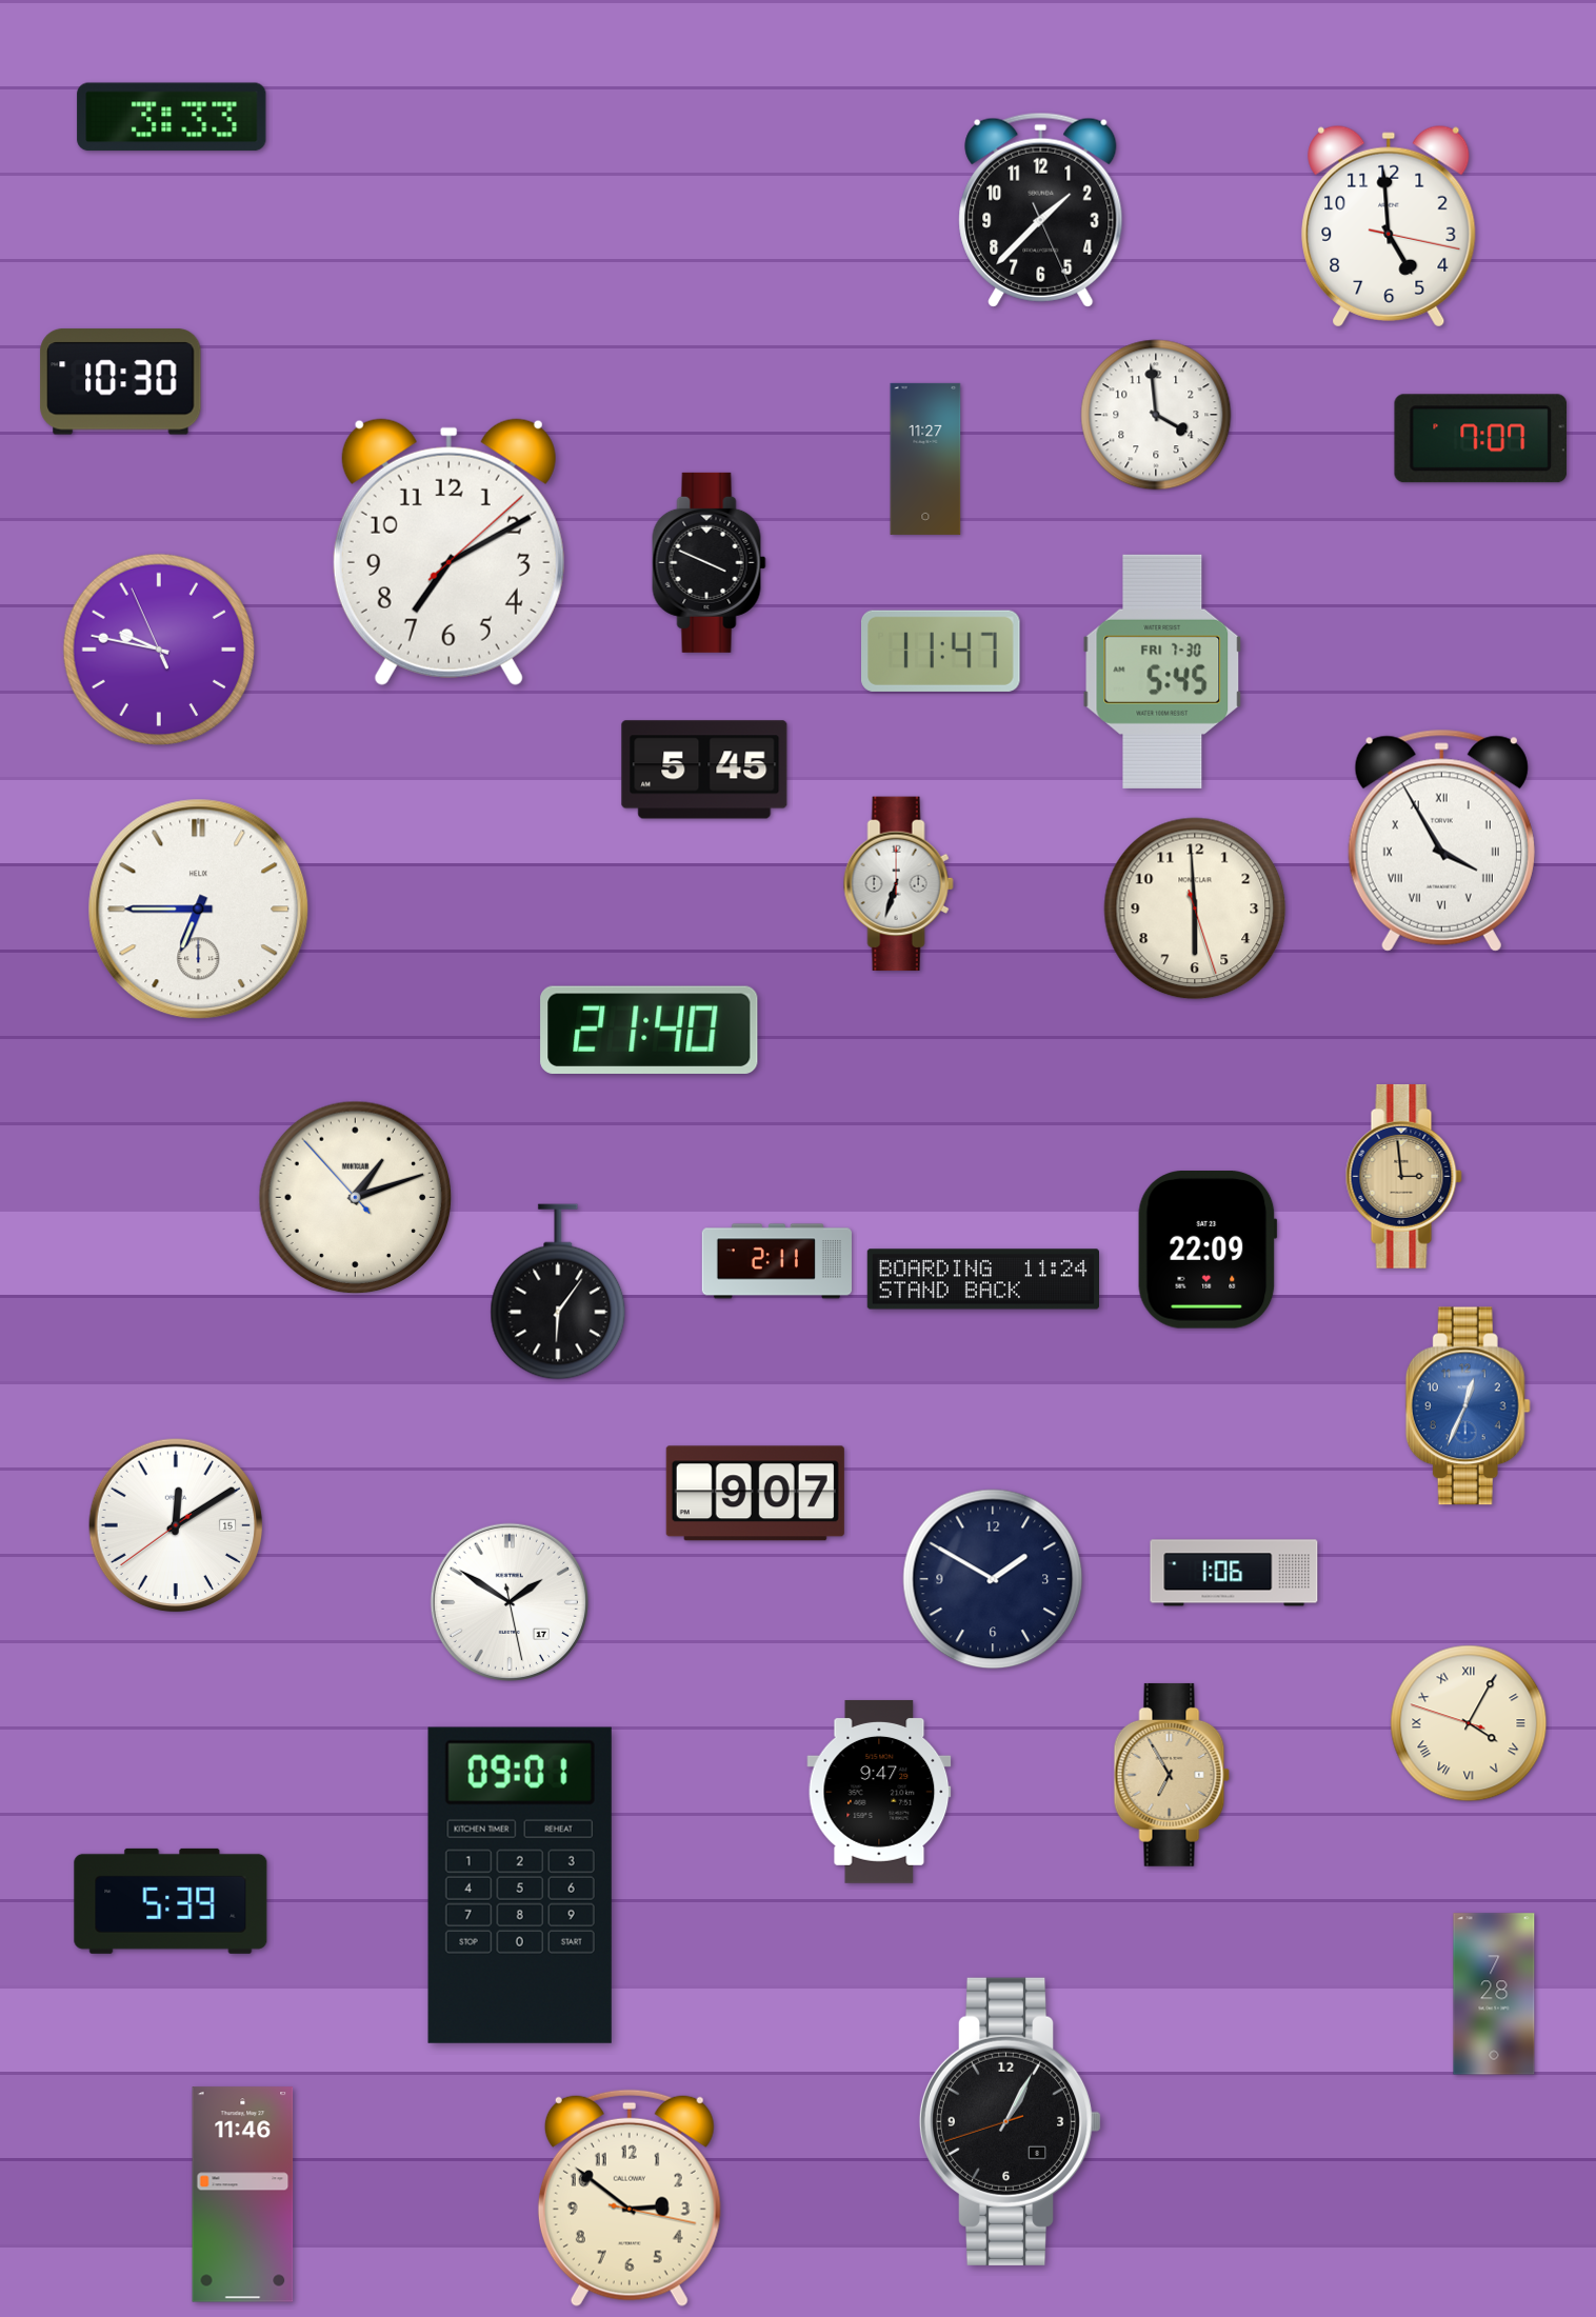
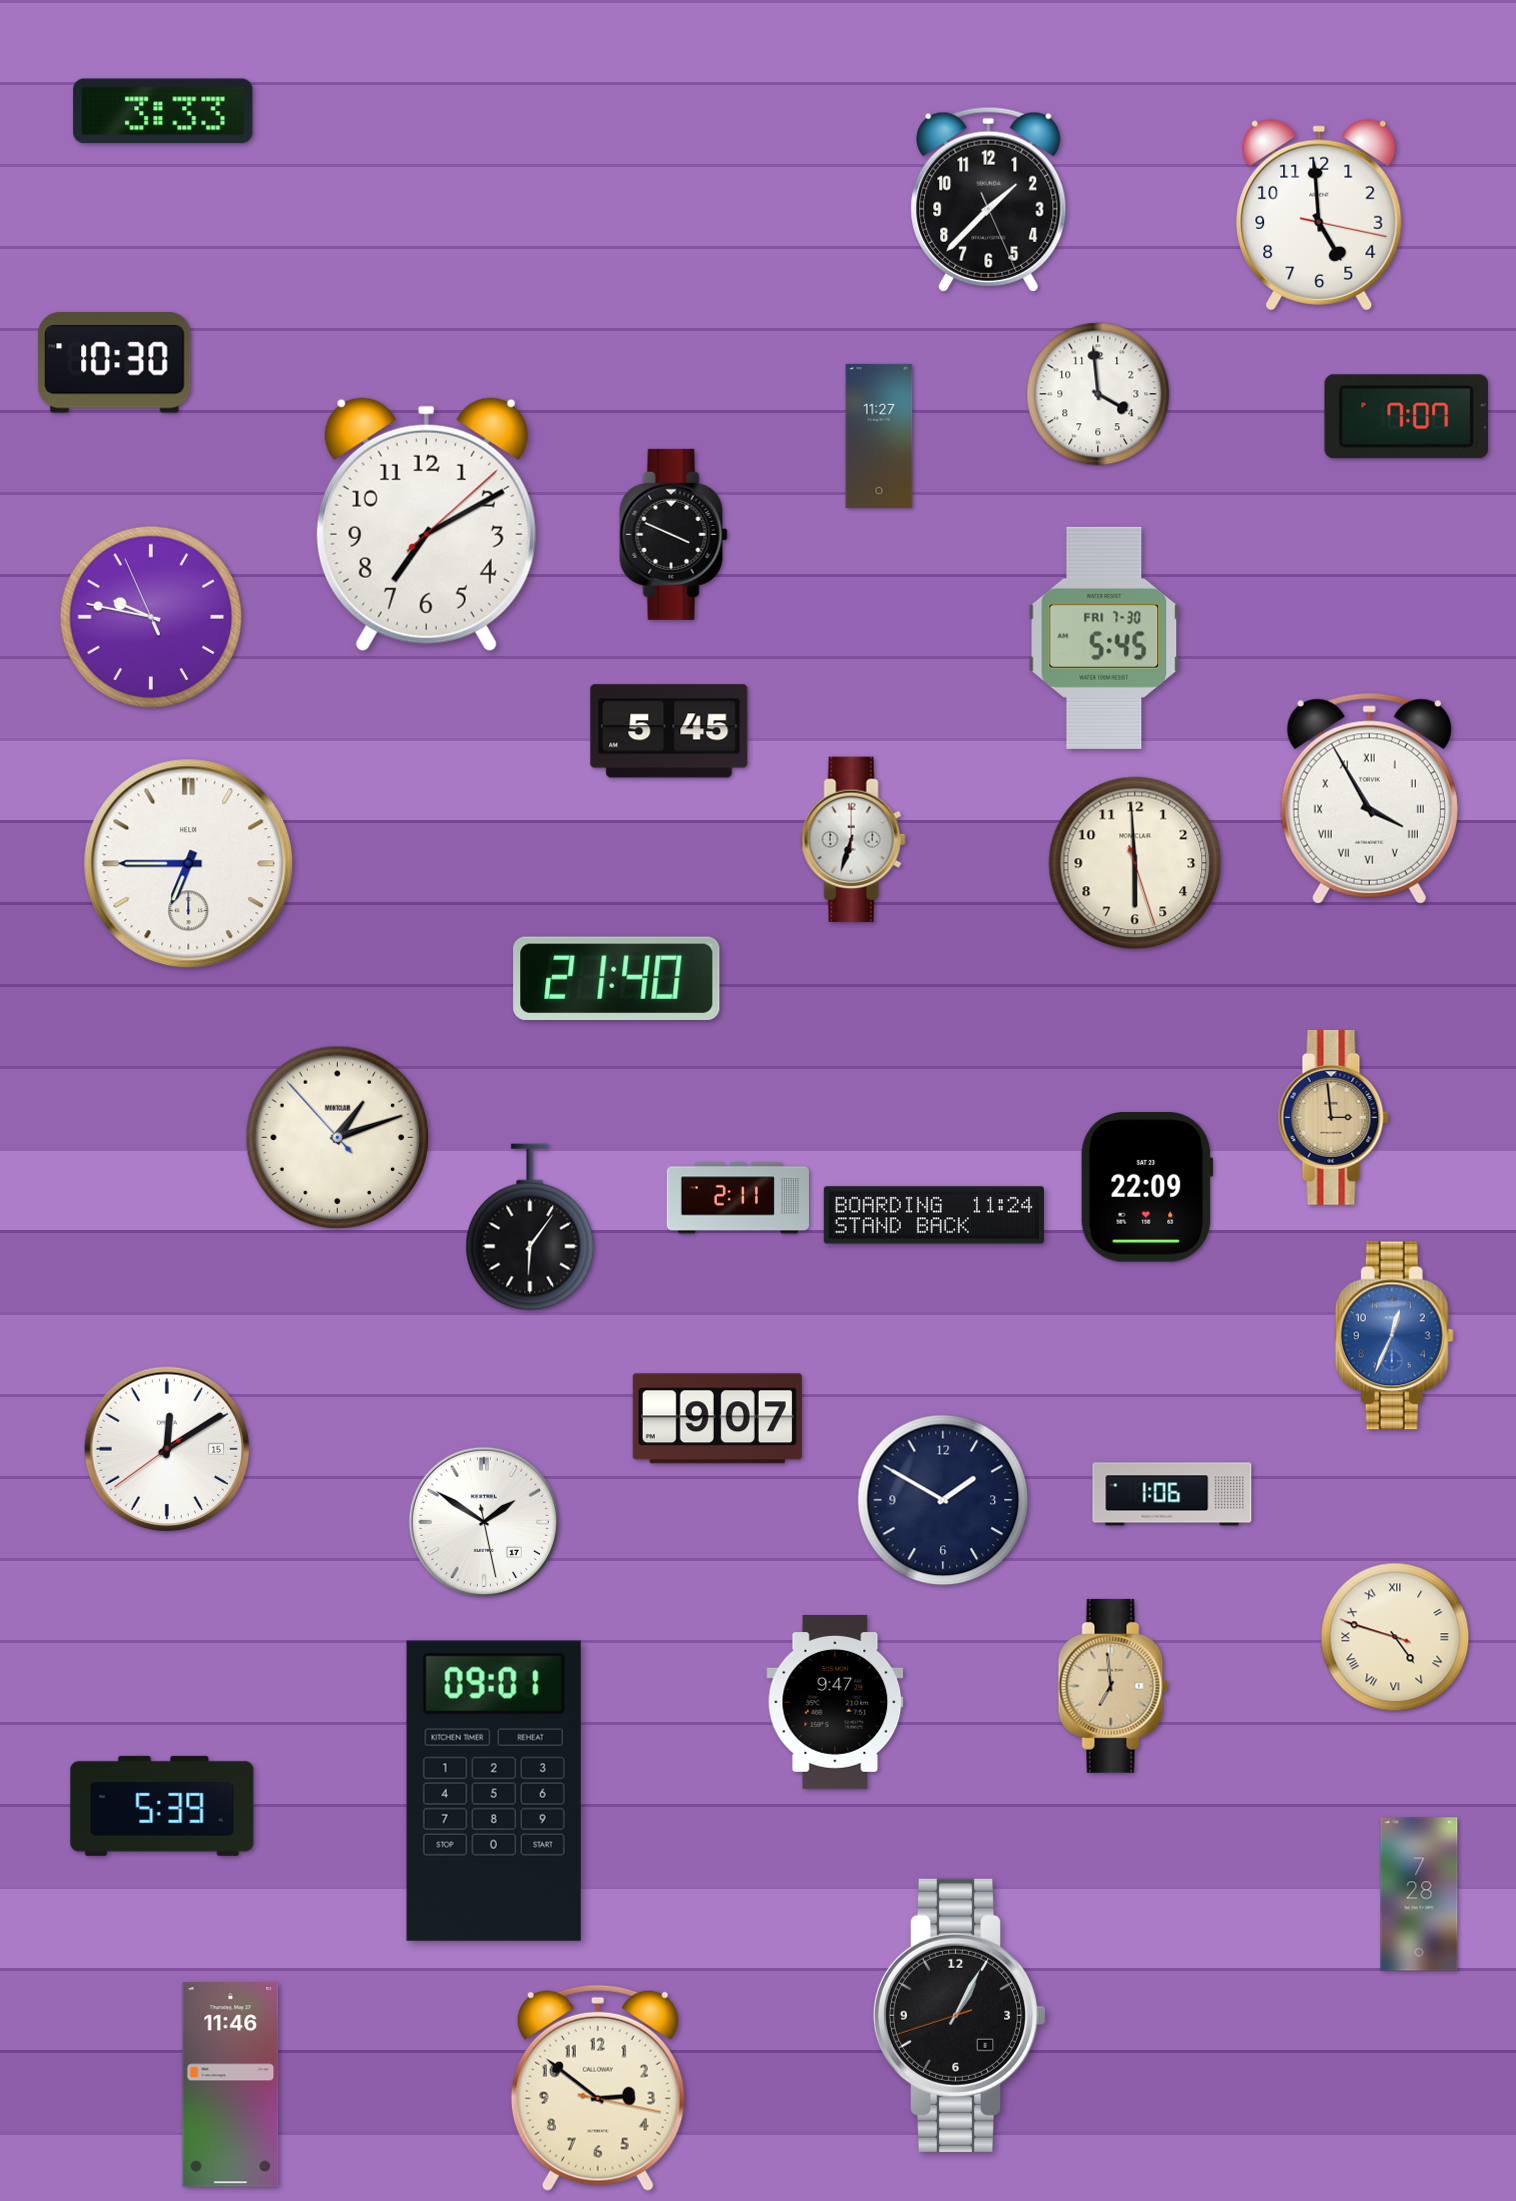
clock at (941, 651): 11:47 -> none
clock at (1469, 1723): 4:04 -> 4:47
clock at (1172, 1775): 6:55 -> 6:59
